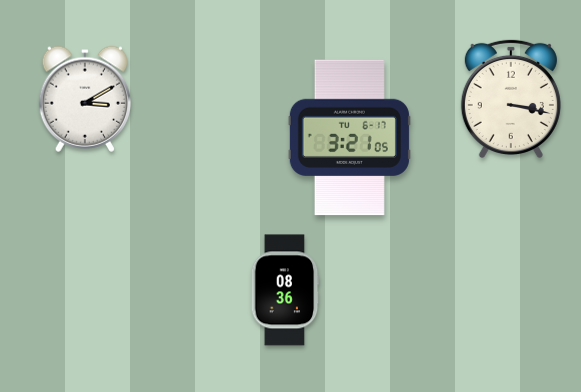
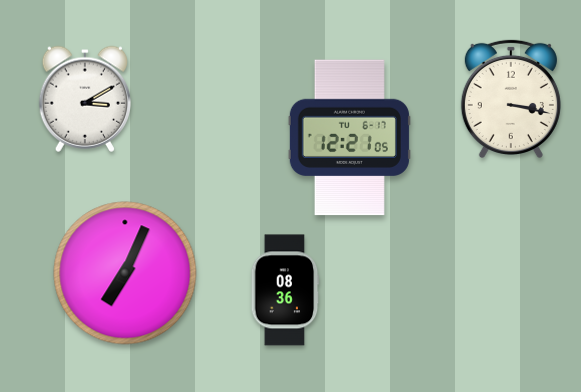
clock at (349, 138): 3:21 -> 12:21
clock at (125, 273): none -> 7:04
